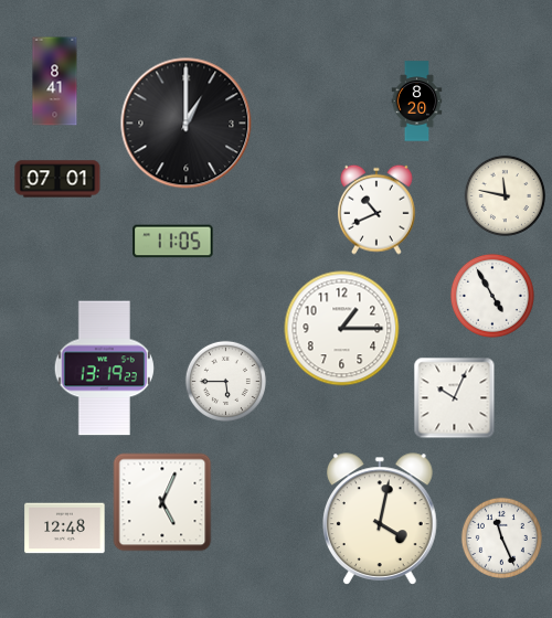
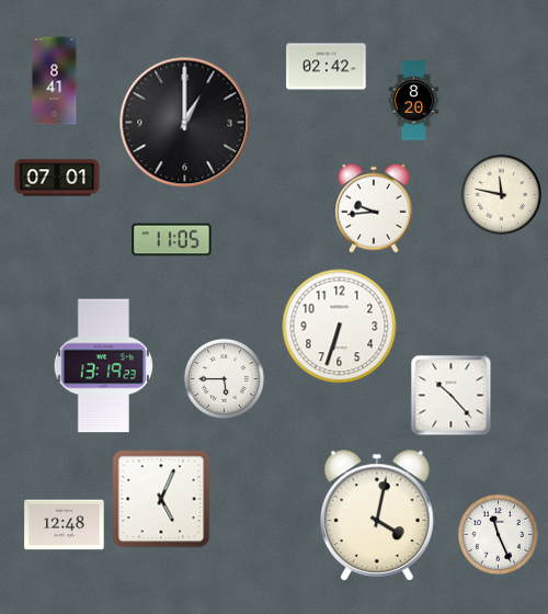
clock at (327, 67): none -> 02:42
clock at (378, 210): 10:41 -> 9:44
clock at (492, 296): 4:55 -> none
clock at (342, 329): 1:15 -> 6:33
clock at (455, 398): 10:04 -> 10:23
